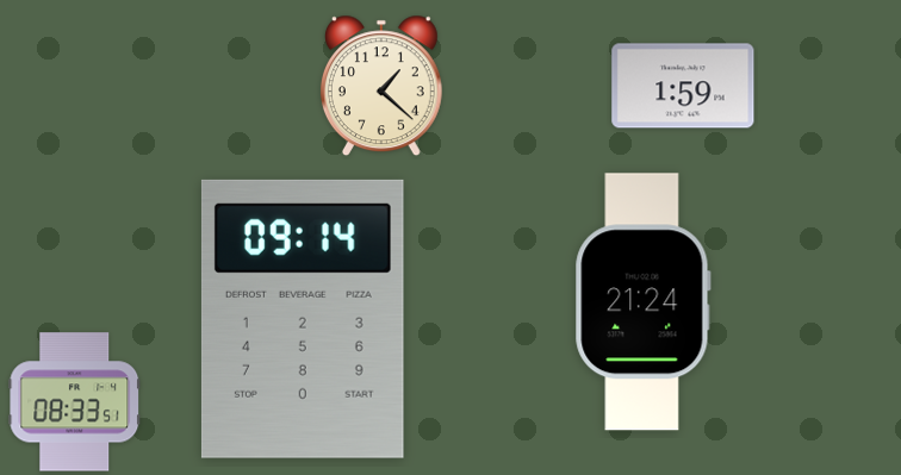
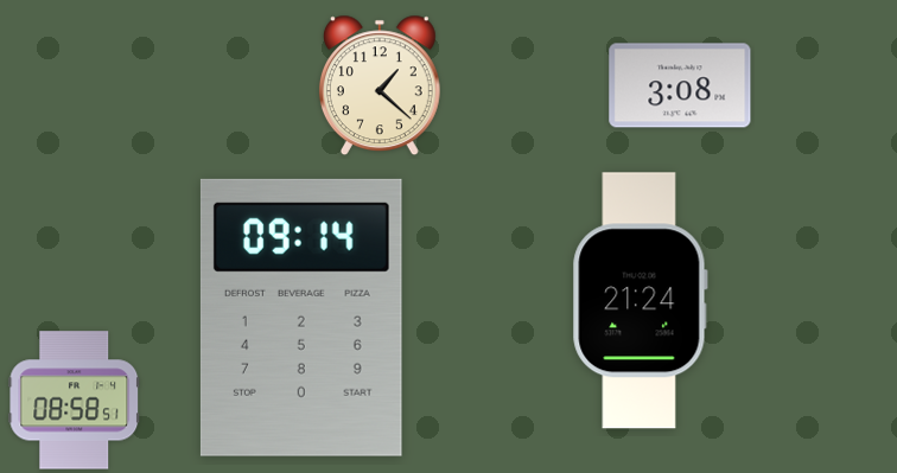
clock at (683, 86): 1:59 -> 3:08
clock at (75, 402): 08:33 -> 08:58
